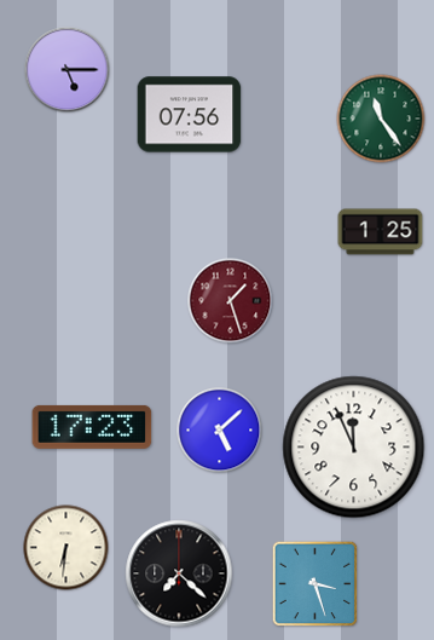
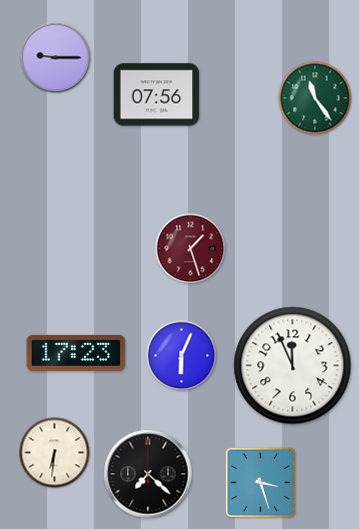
clock at (68, 70): 5:15 -> 9:15
clock at (381, 232): 1:25 -> none
clock at (220, 431): 5:08 -> 6:04
clock at (354, 448) position: (354, 448) -> (293, 366)
